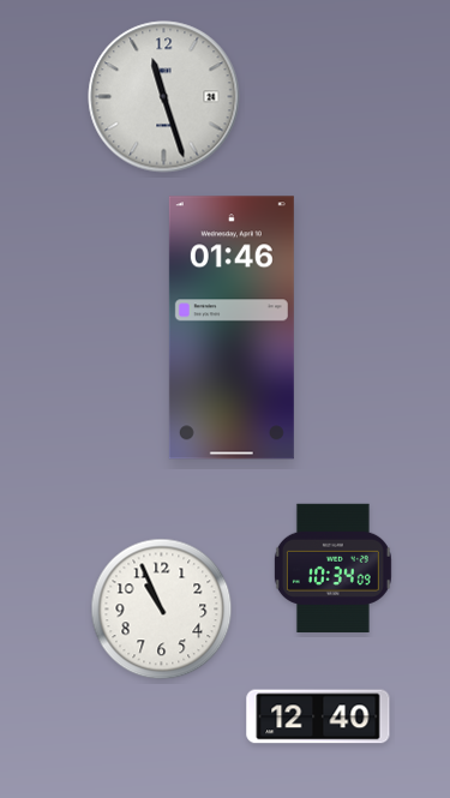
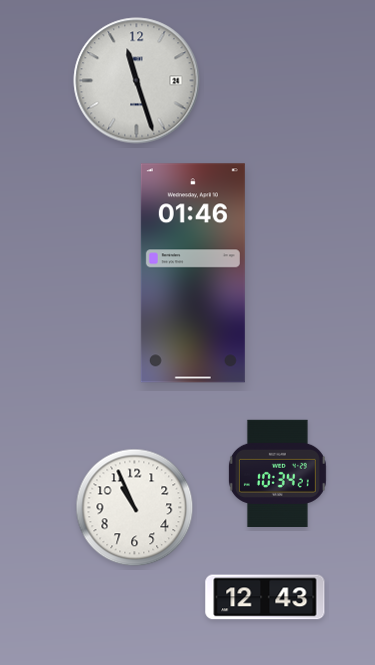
clock at (332, 568): 10:34:09 -> 10:34:21
clock at (318, 716): 12:40 -> 12:43
